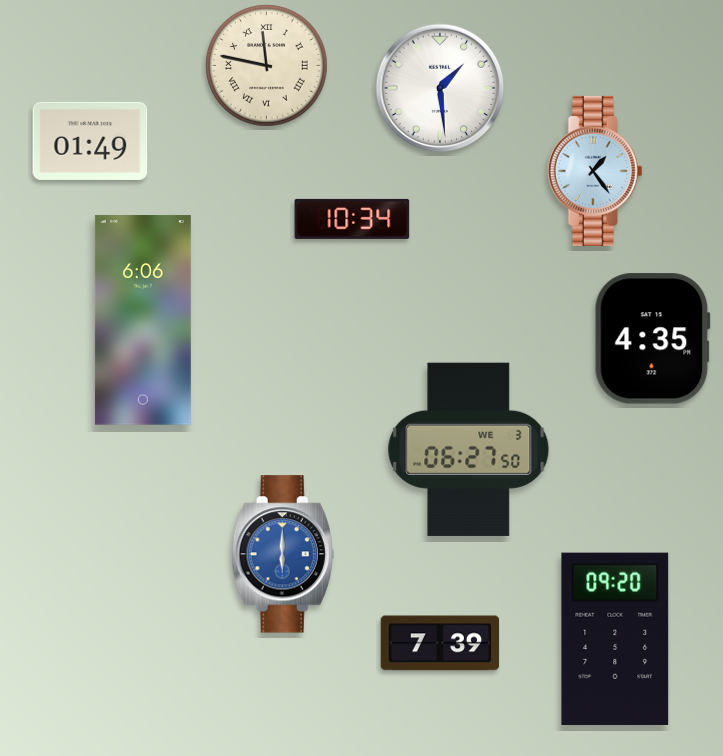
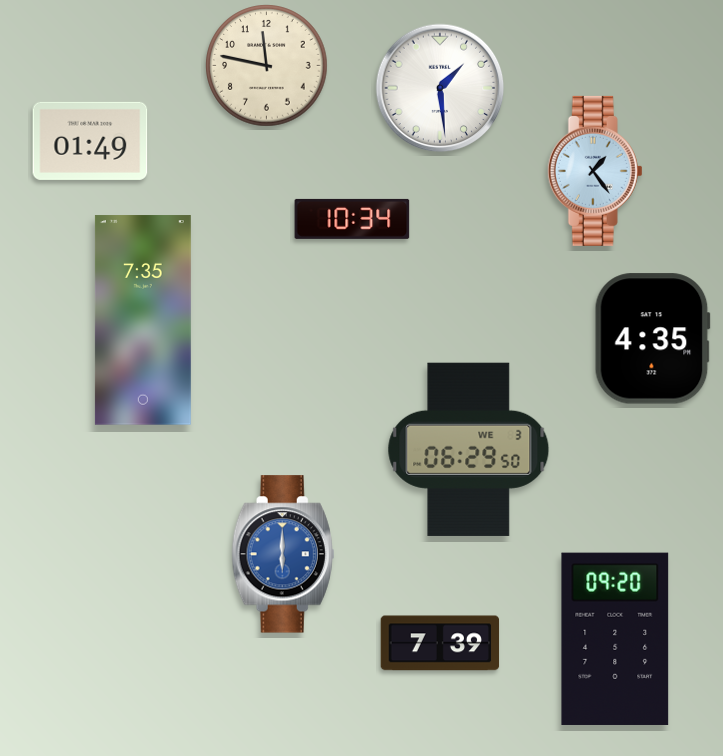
clock at (267, 66) numerals: Roman -> Arabic
clock at (143, 320): 6:06 -> 7:35
clock at (469, 449): 06:27 -> 06:29
